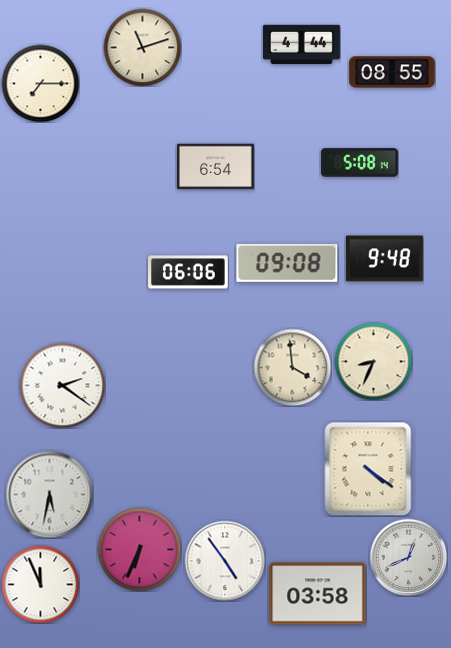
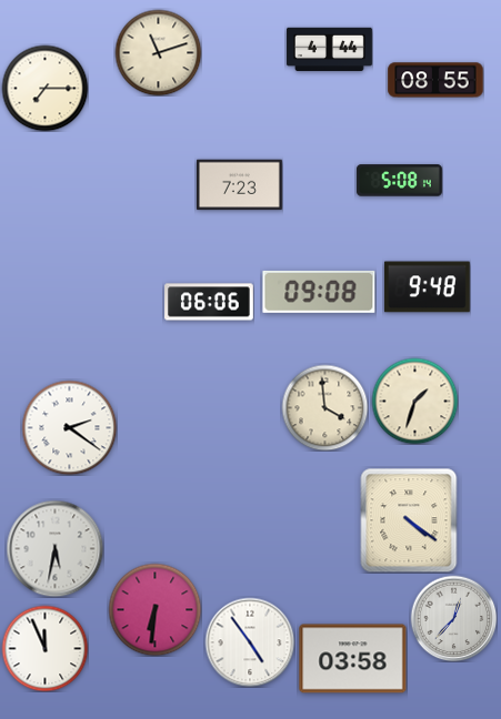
clock at (301, 45) position: (301, 45) -> (329, 50)
clock at (40, 83) position: (40, 83) -> (44, 88)
clock at (215, 167): 6:54 -> 7:23
clock at (373, 361): 8:34 -> 1:33
clock at (139, 549): 6:34 -> 6:31
clock at (408, 557): 12:41 -> 12:37
clock at (225, 561) position: (225, 561) -> (250, 642)
